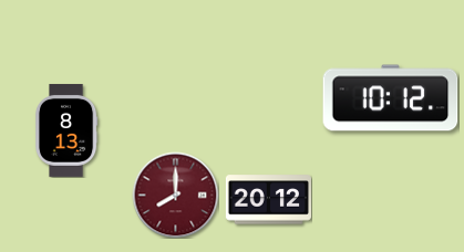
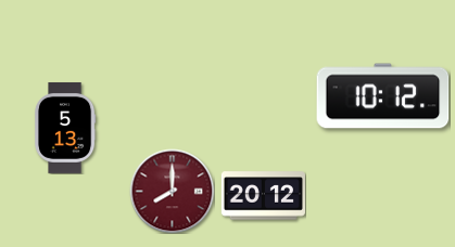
clock at (66, 130): 8:13 -> 5:13
